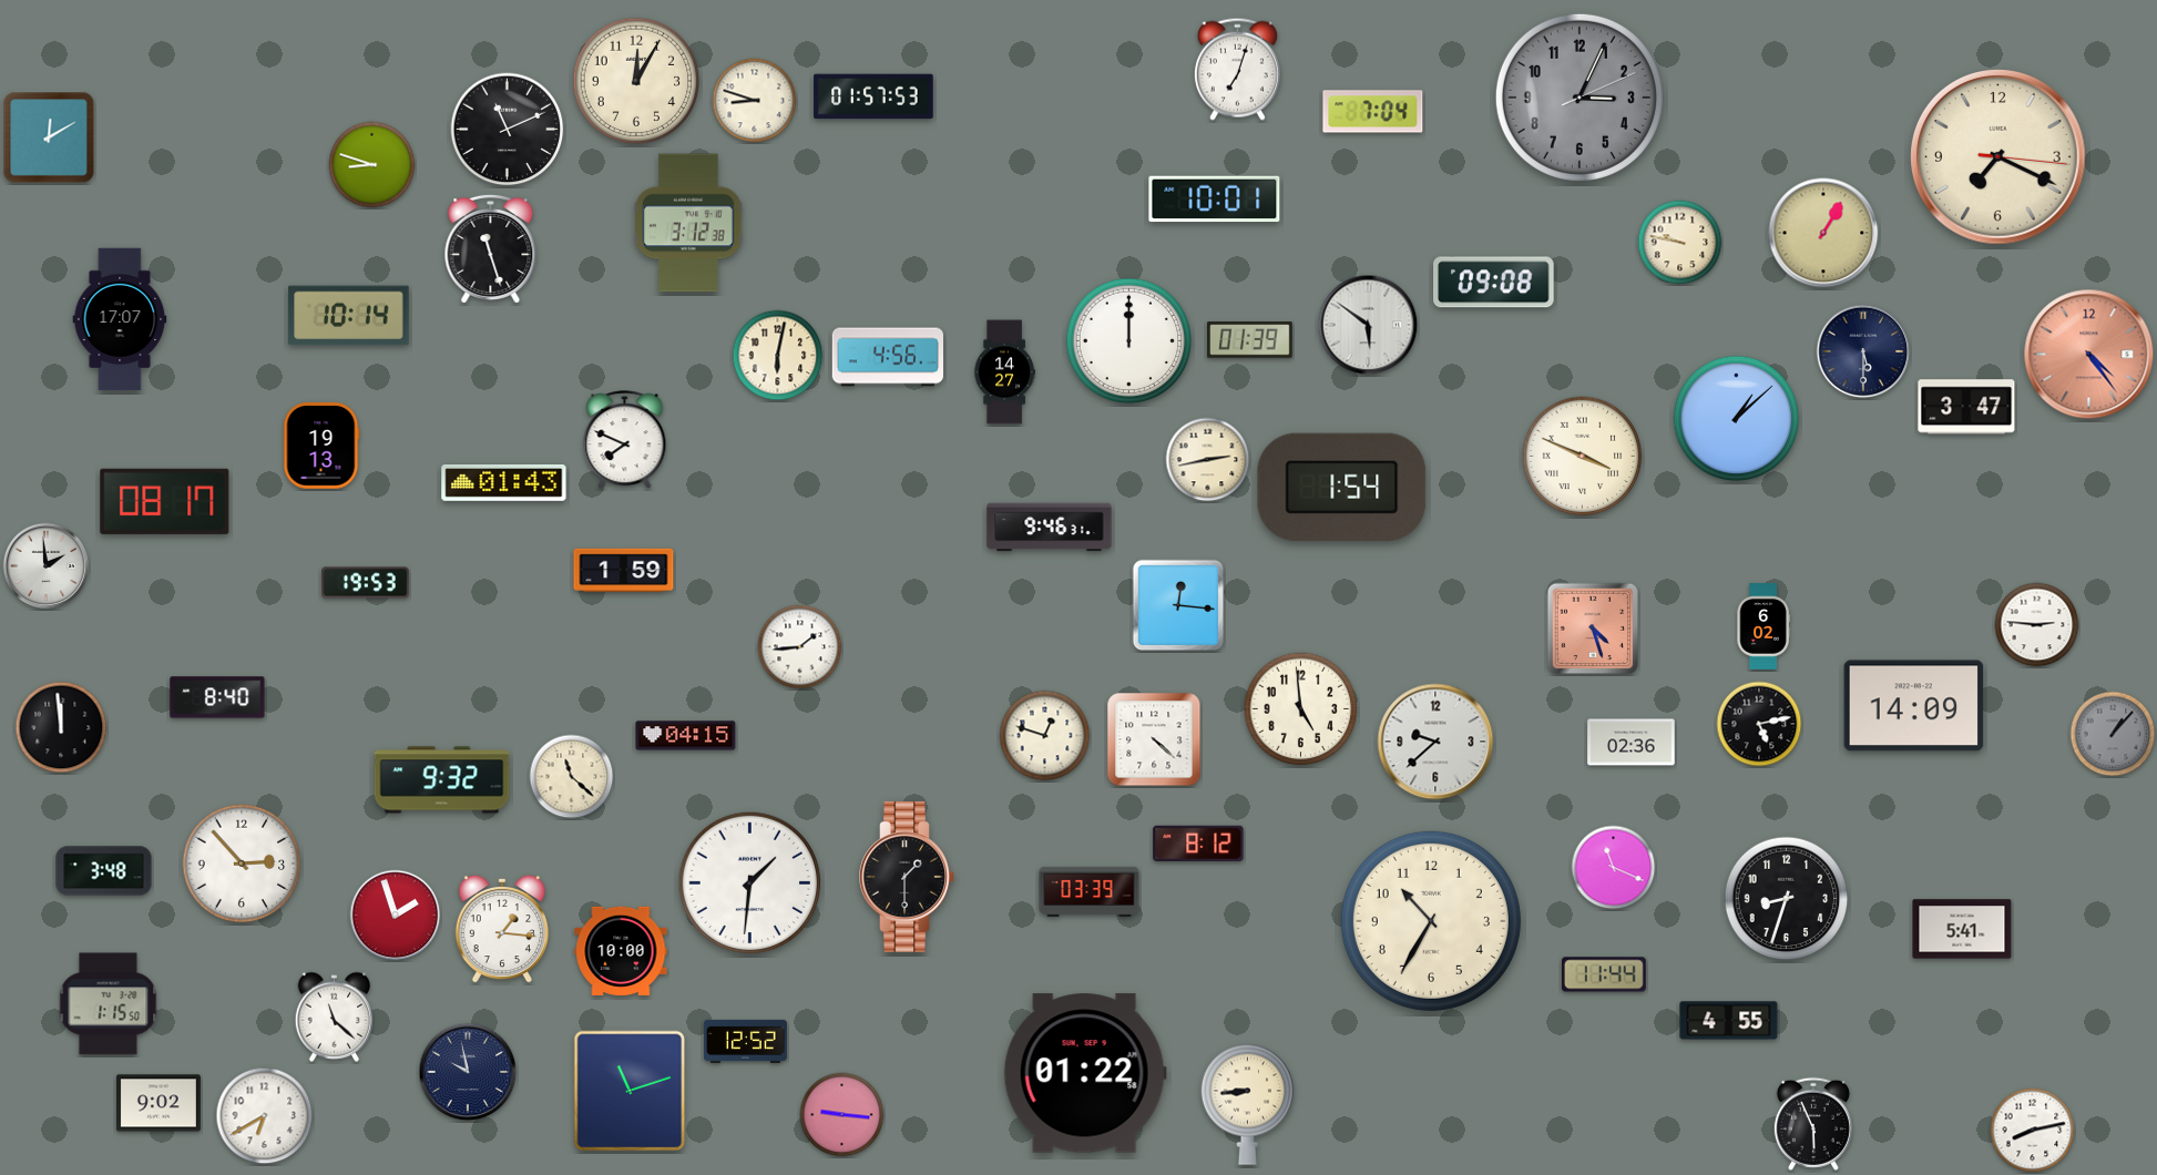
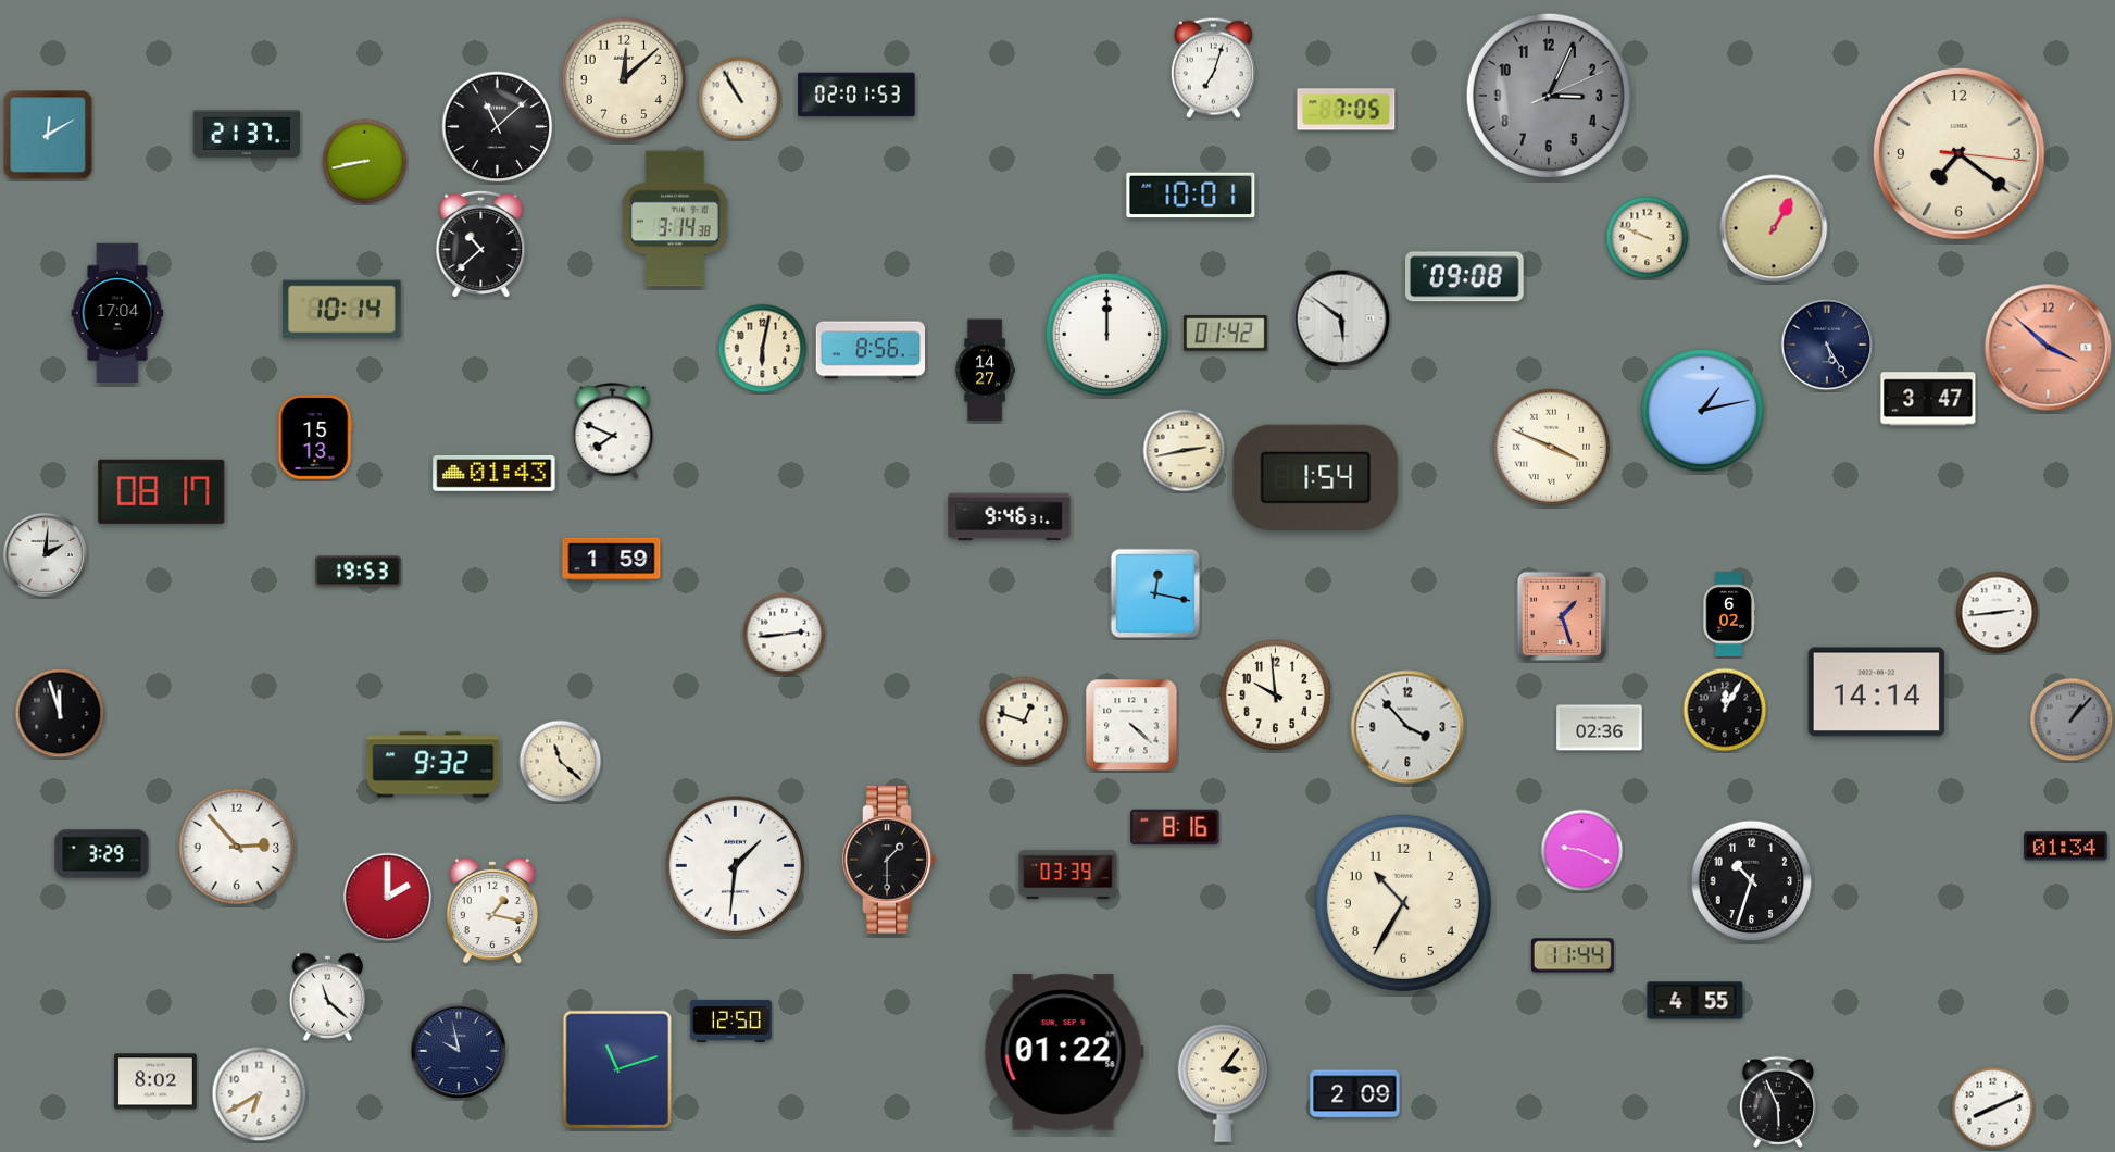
clock at (636, 81): 12:05 -> 12:08
clock at (873, 96): 01:57 -> 02:01
clock at (755, 101): 8:48 -> 10:55
clock at (1373, 112): 7:04 -> 7:05
clock at (508, 130): 11:11 -> 11:08
clock at (247, 134): none -> 21:37
clock at (1998, 157): 7:19 -> 7:21
clock at (372, 165): 8:48 -> 8:43
clock at (688, 223): 3:12 -> 3:14
clock at (1823, 233) position: (1823, 233) -> (1774, 228)
clock at (1680, 243): 9:47 -> 9:49
clock at (491, 248): 11:27 -> 10:38
clock at (120, 319): 17:07 -> 17:04
clock at (1250, 340): 01:39 -> 01:42
clock at (1863, 351): 5:30 -> 5:25
clock at (2089, 355): 4:24 -> 3:52
clock at (887, 357): 4:56 -> 8:56
clock at (1004, 372) position: (1004, 372) -> (985, 371)
clock at (1737, 419): 1:08 -> 1:13
clock at (321, 446): 19:13 -> 15:13
clock at (1050, 528) position: (1050, 528) -> (1010, 517)
clock at (47, 566): 1:59 -> 2:01
clock at (1178, 605): 12:16 -> 12:17
clock at (2037, 625): 2:46 -> 2:44
clock at (1593, 629): 4:27 -> 1:27
clock at (800, 647): 1:44 -> 2:44
clock at (217, 697): 8:40 -> none
clock at (1914, 706): 14:09 -> 14:14
clock at (1301, 709): 4:59 -> 9:59
clock at (1759, 724): 5:13 -> 12:05
clock at (61, 727): 11:59 -> 11:57
clock at (686, 736): 04:15 -> none
clock at (1435, 742): 9:38 -> 3:53
clock at (1198, 844): 8:12 -> 8:16
clock at (2066, 847): none -> 01:34
clock at (1614, 868): 11:19 -> 9:19
clock at (104, 871): 3:48 -> 3:29
clock at (1787, 899): 8:33 -> 10:33
clock at (396, 916): 1:57 -> 2:00
clock at (502, 929): 1:16 -> 1:17
clock at (1962, 929): 5:41 -> none
clock at (621, 951): 10:00 -> none
clock at (109, 1004): 1:15 -> none
clock at (745, 1041): 12:52 -> 12:50
clock at (159, 1103): 9:02 -> 8:02
clock at (1248, 1104): 8:44 -> 3:06
clock at (842, 1115): 9:16 -> none
clock at (1355, 1094): none -> 2:09
clock at (2033, 1131): 8:13 -> 8:11
